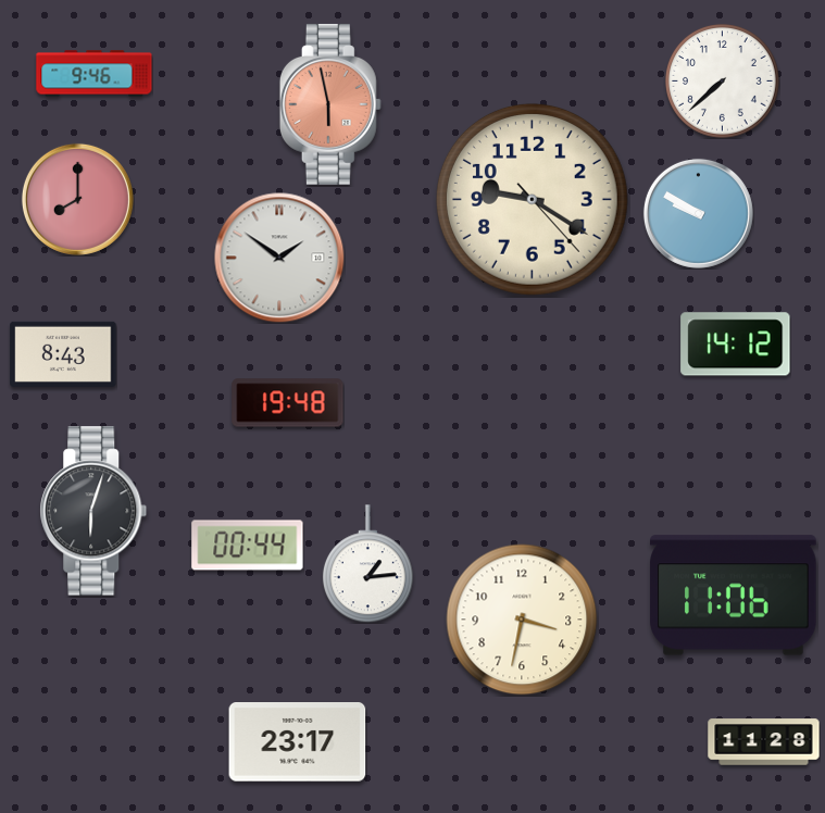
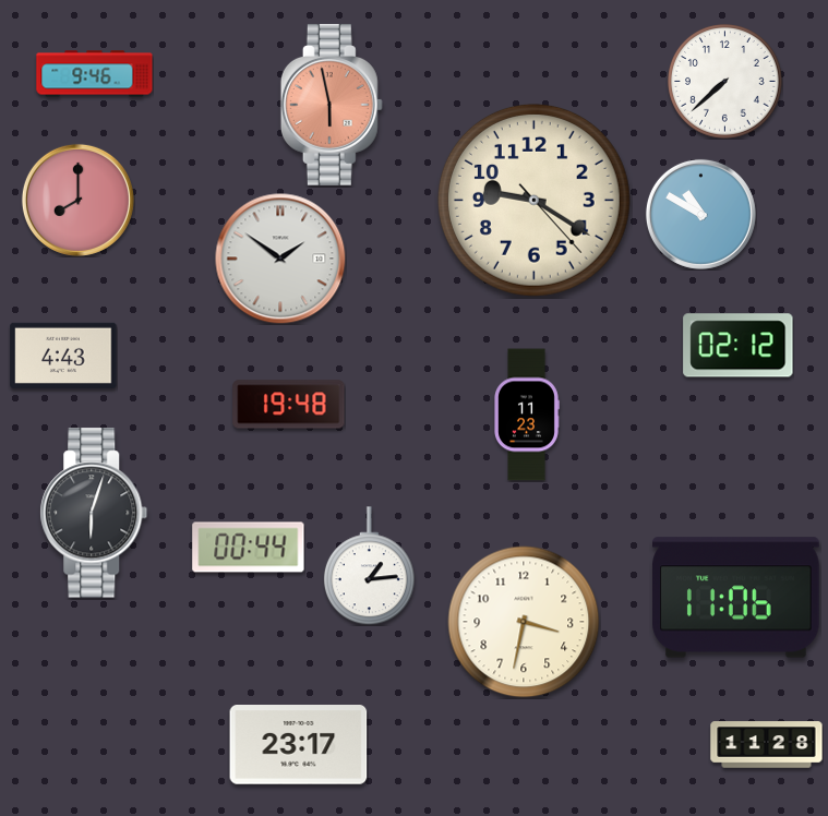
clock at (698, 213): 9:50 -> 10:50
clock at (736, 345): 14:12 -> 02:12
clock at (63, 354): 8:43 -> 4:43
clock at (527, 415): none -> 11:23
